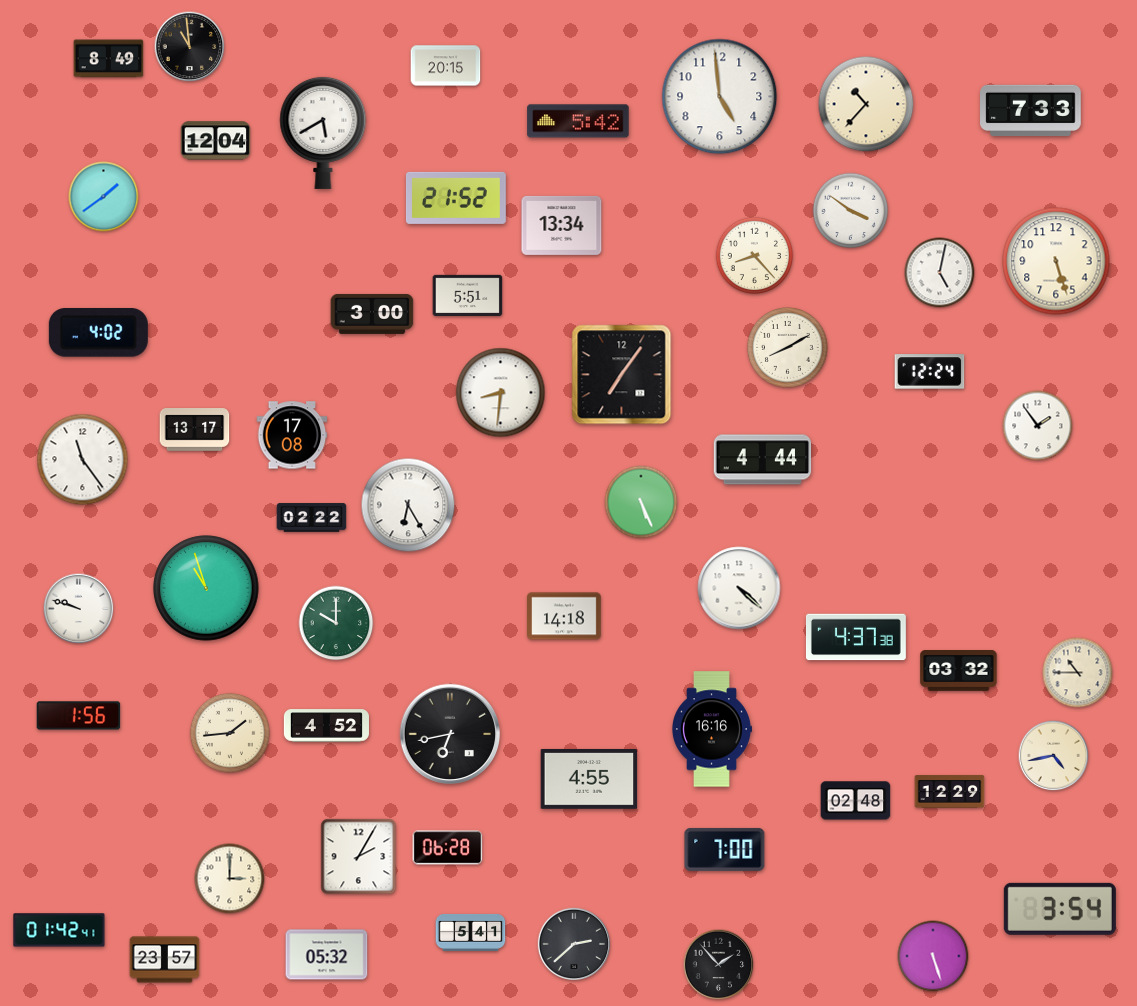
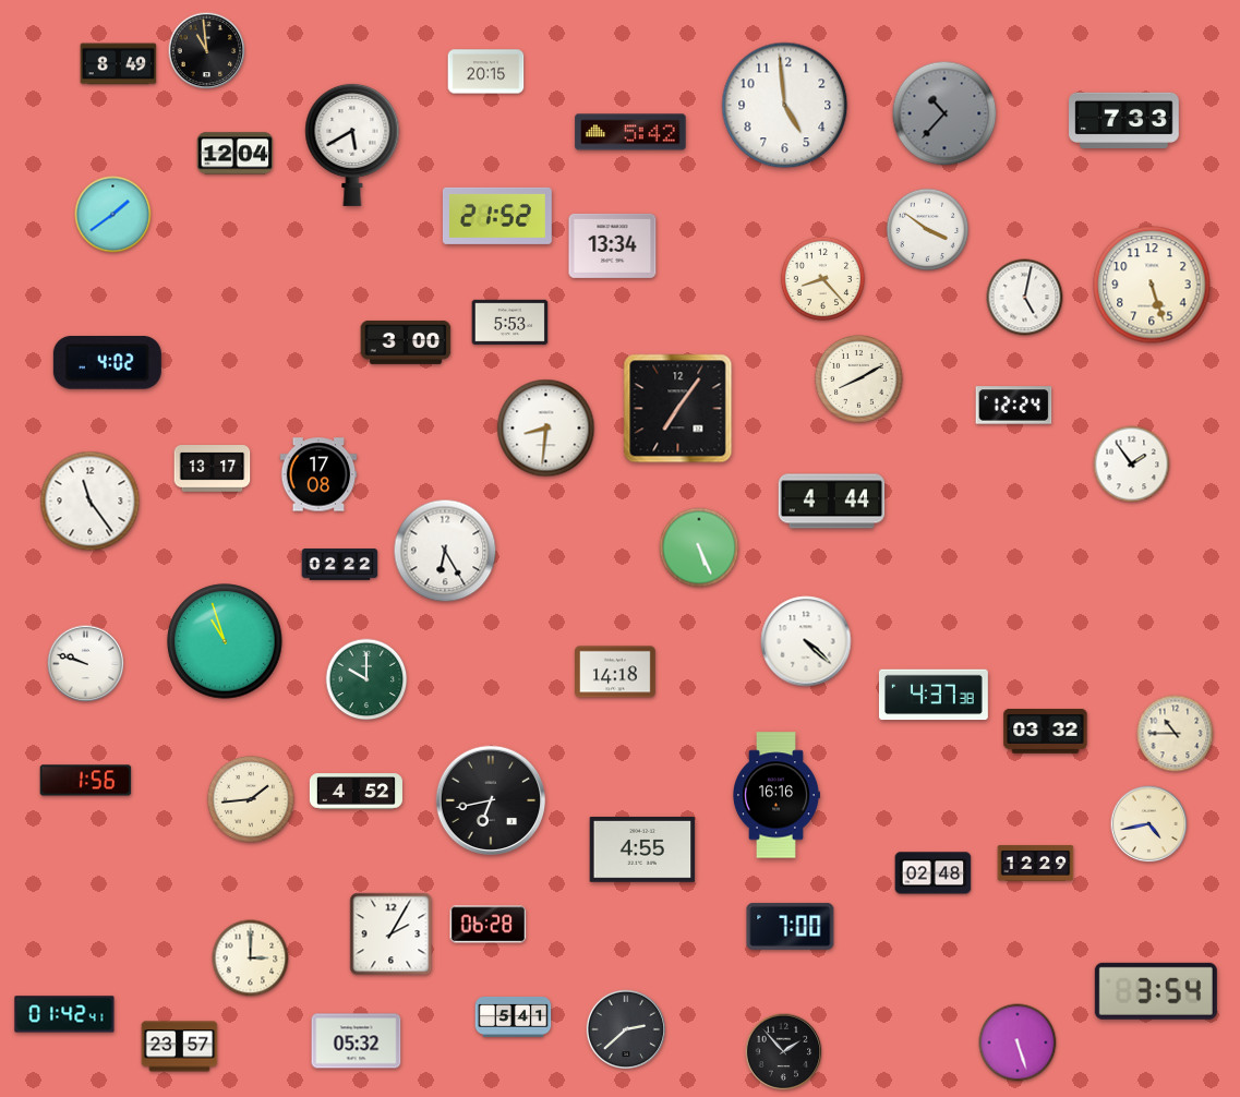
clock at (866, 104) dial: cream -> grey
clock at (468, 295): 5:51 -> 5:53
